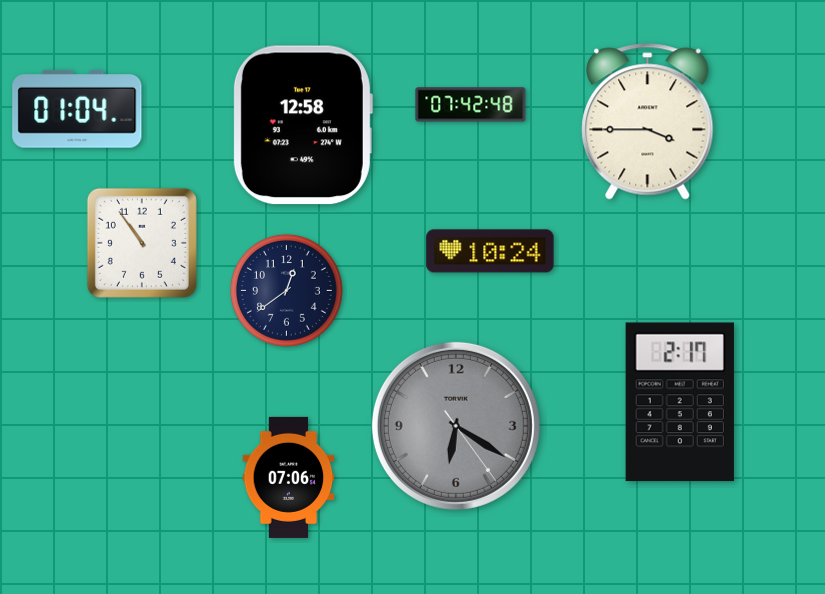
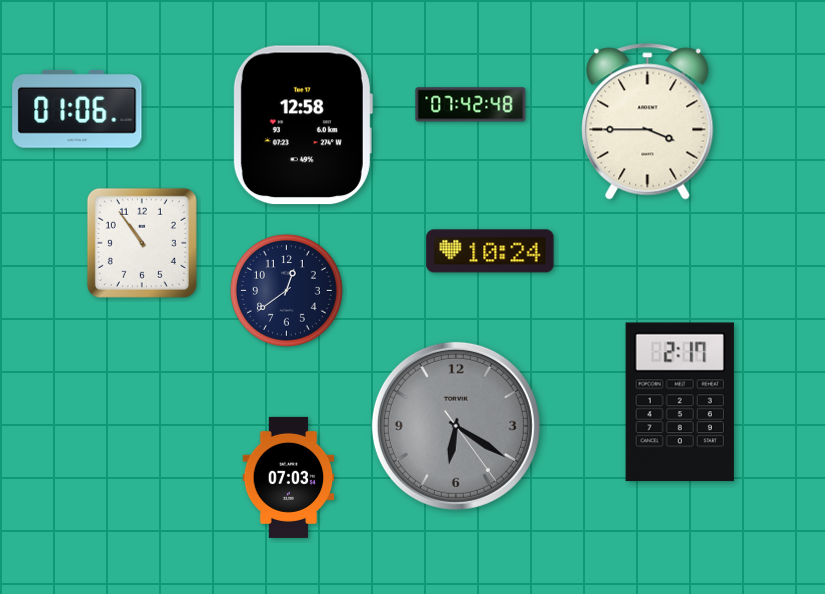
clock at (77, 109): 01:04 -> 01:06
clock at (289, 477): 07:06 -> 07:03
